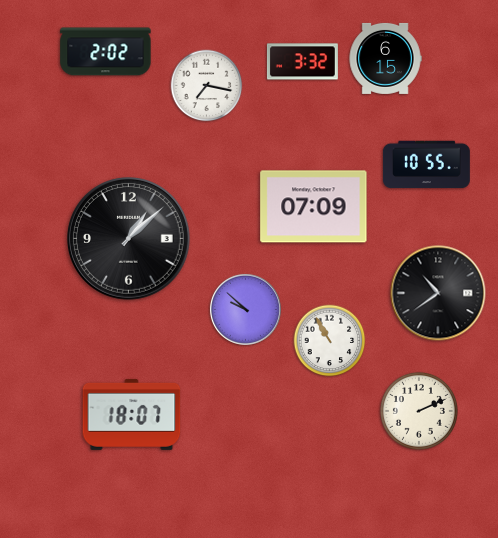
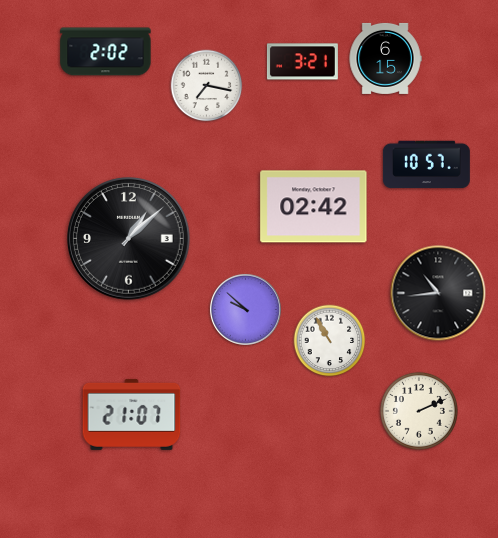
clock at (302, 62): 3:32 -> 3:21
clock at (426, 165): 10:55 -> 10:57
clock at (314, 207): 07:09 -> 02:42
clock at (438, 293): 10:39 -> 10:44
clock at (132, 414): 18:07 -> 21:07
